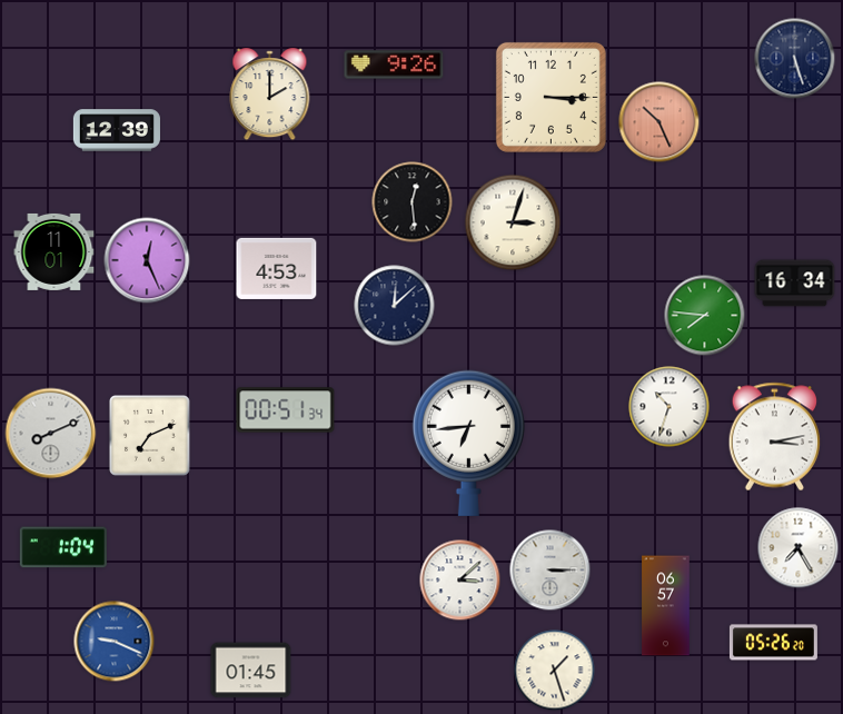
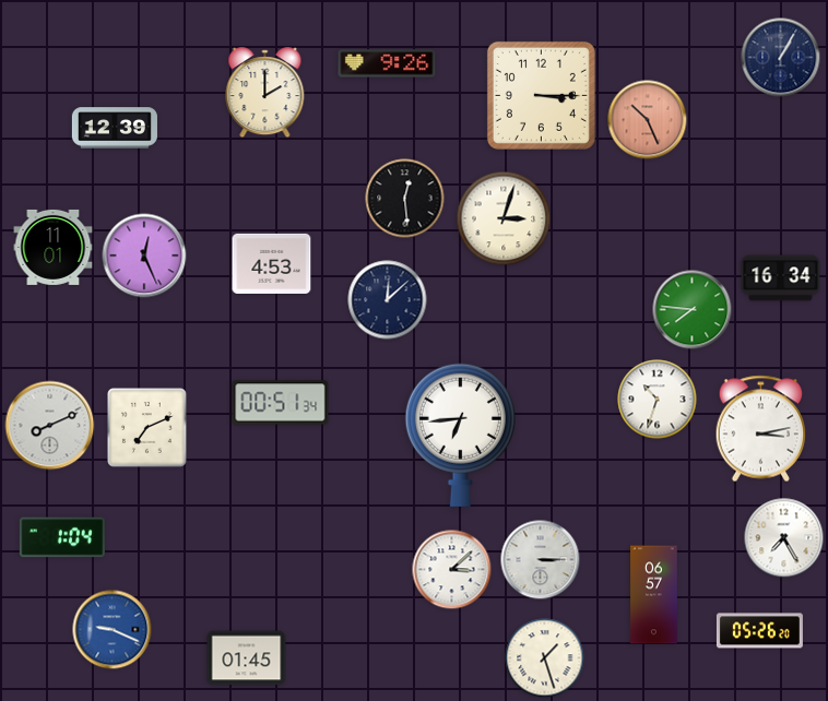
clock at (795, 59): 5:27 -> 1:05
